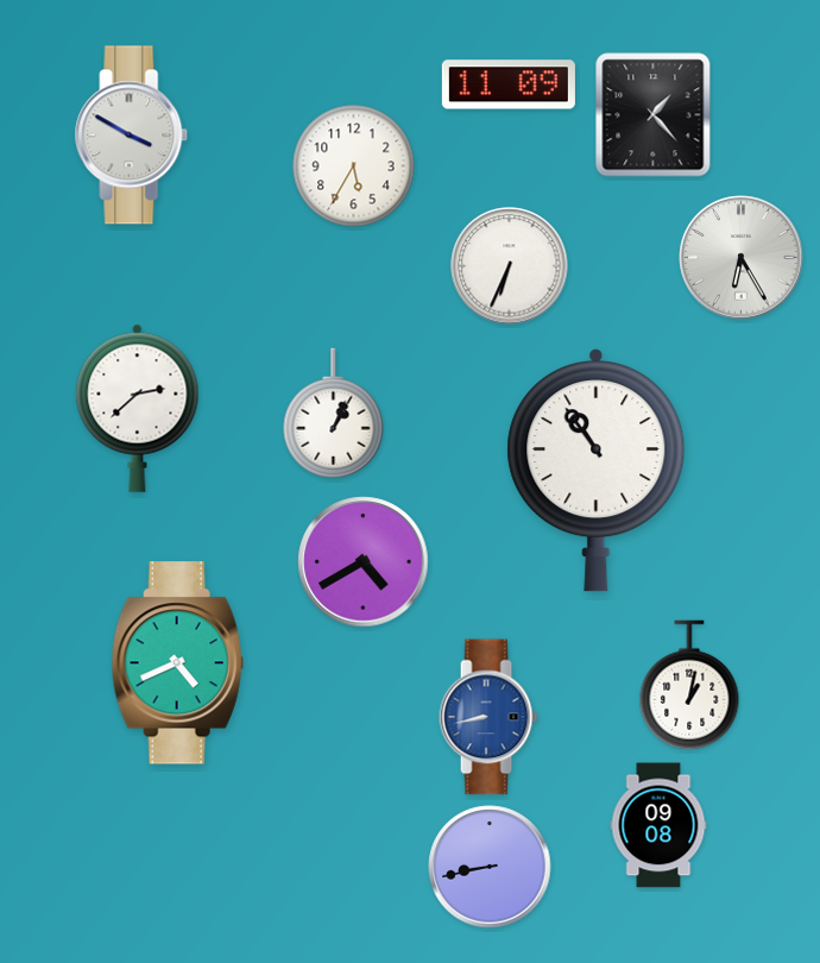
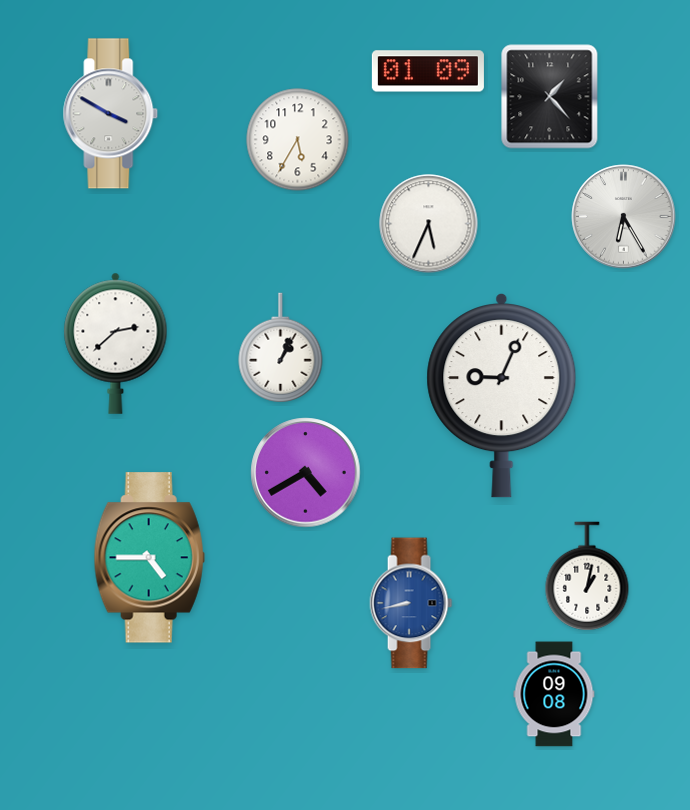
clock at (509, 84): 11:09 -> 01:09
clock at (510, 266): 6:34 -> 5:34
clock at (597, 471): 10:54 -> 9:04
clock at (177, 663): 4:41 -> 4:45
clock at (689, 685) position: (689, 685) -> (587, 576)
clock at (490, 867): 8:43 -> none
